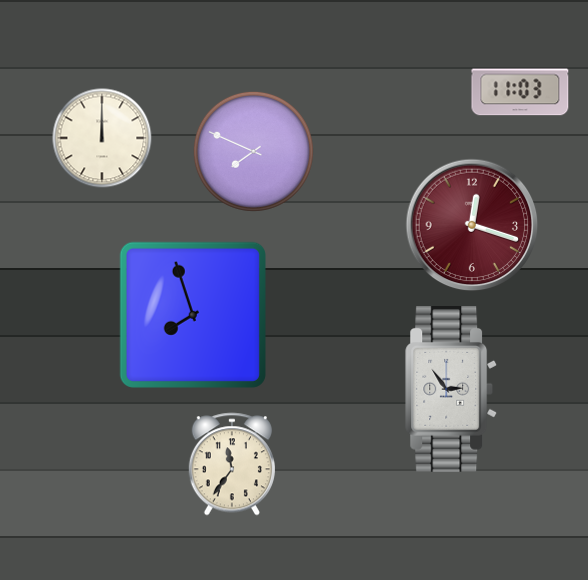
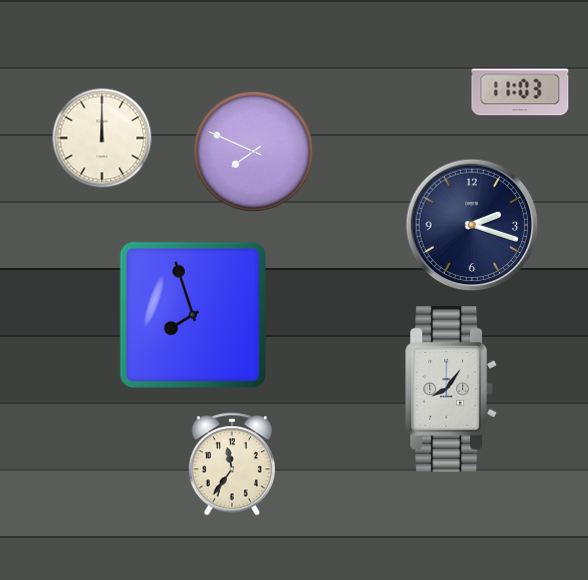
clock at (472, 225): 12:18 -> 2:18
clock at (472, 225) dial: burgundy -> navy
clock at (452, 390): 2:54 -> 8:06
